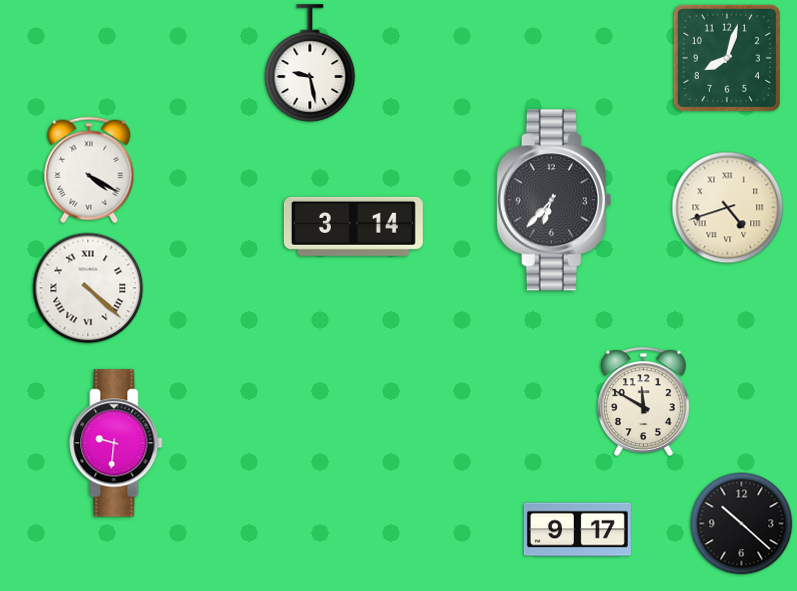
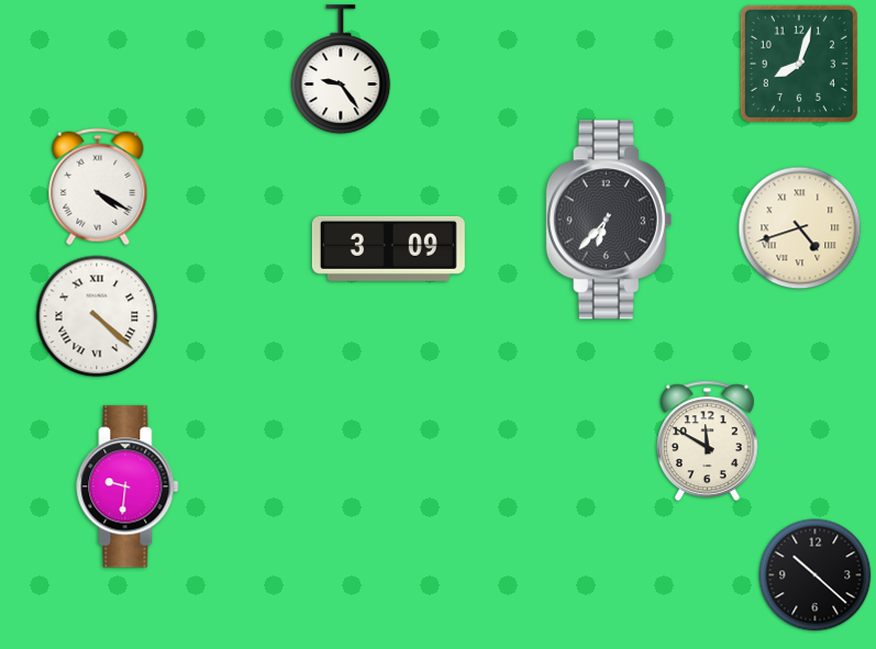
clock at (310, 63): 9:28 -> 9:24
clock at (353, 226): 3:14 -> 3:09
clock at (577, 530): 9:17 -> none
